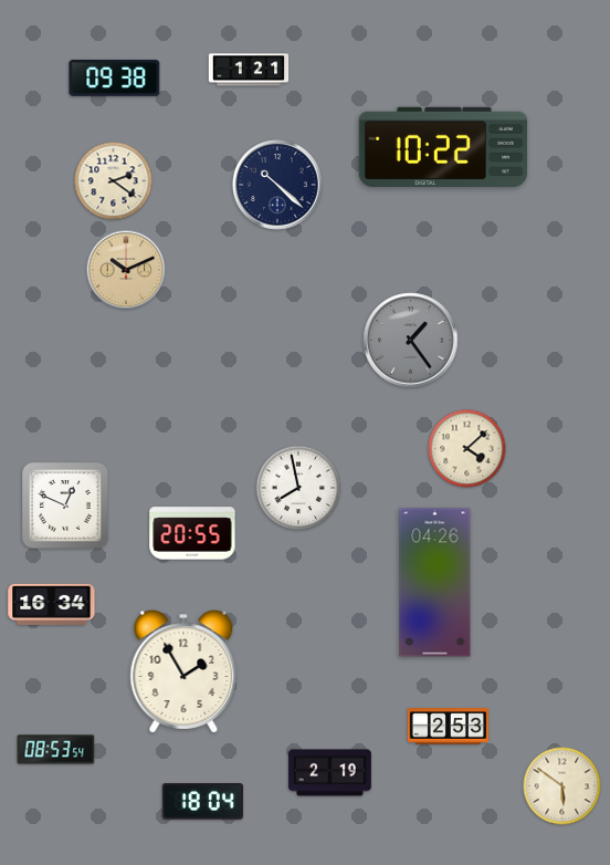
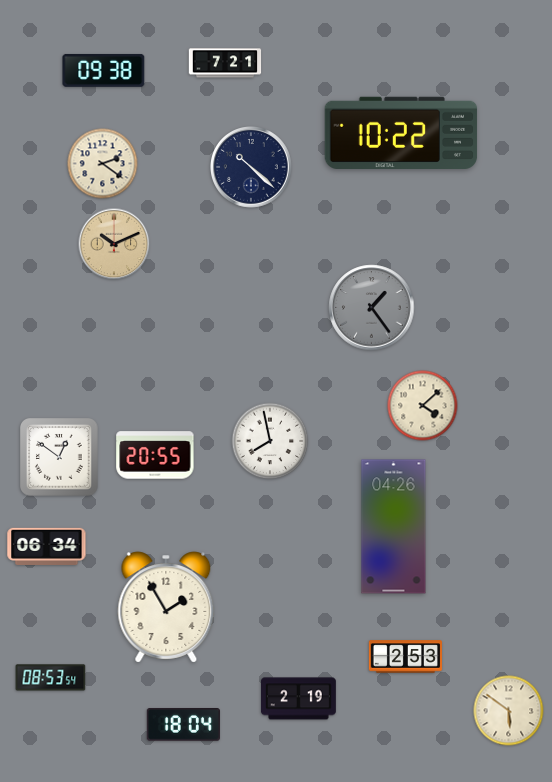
clock at (249, 70): 1:21 -> 7:21
clock at (66, 507): 12:49 -> 12:51
clock at (192, 533) position: (192, 533) -> (155, 455)
clock at (52, 604): 16:34 -> 06:34
